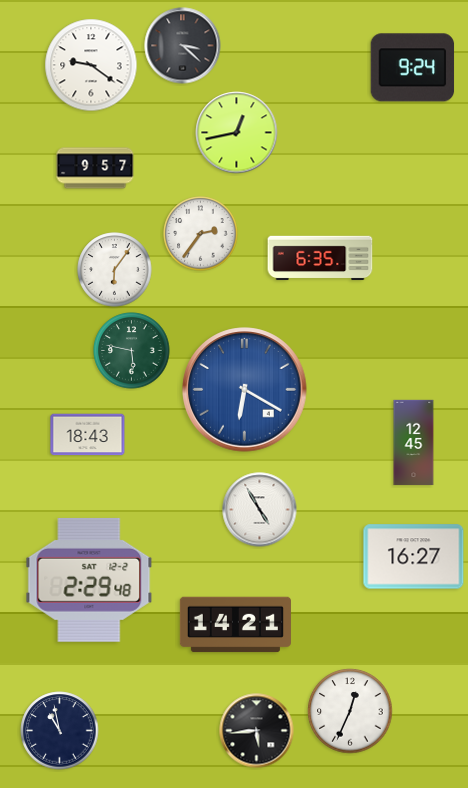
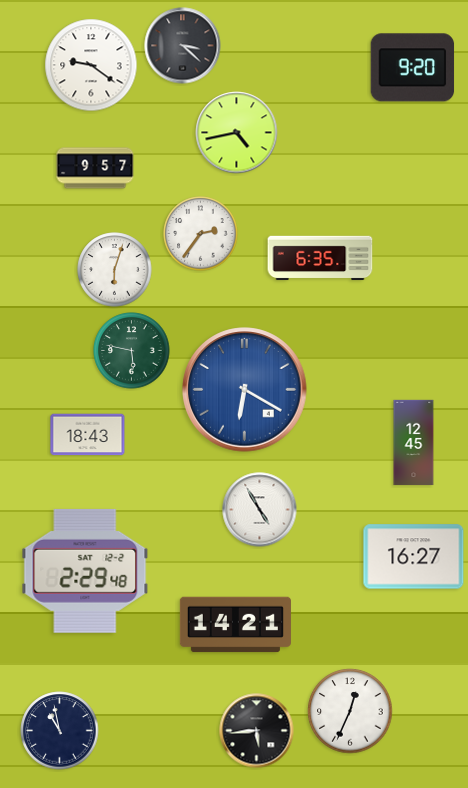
clock at (413, 68): 9:24 -> 9:20
clock at (237, 133): 12:43 -> 4:43
clock at (115, 270): 6:06 -> 6:03
clock at (89, 580) position: (89, 580) -> (85, 571)
